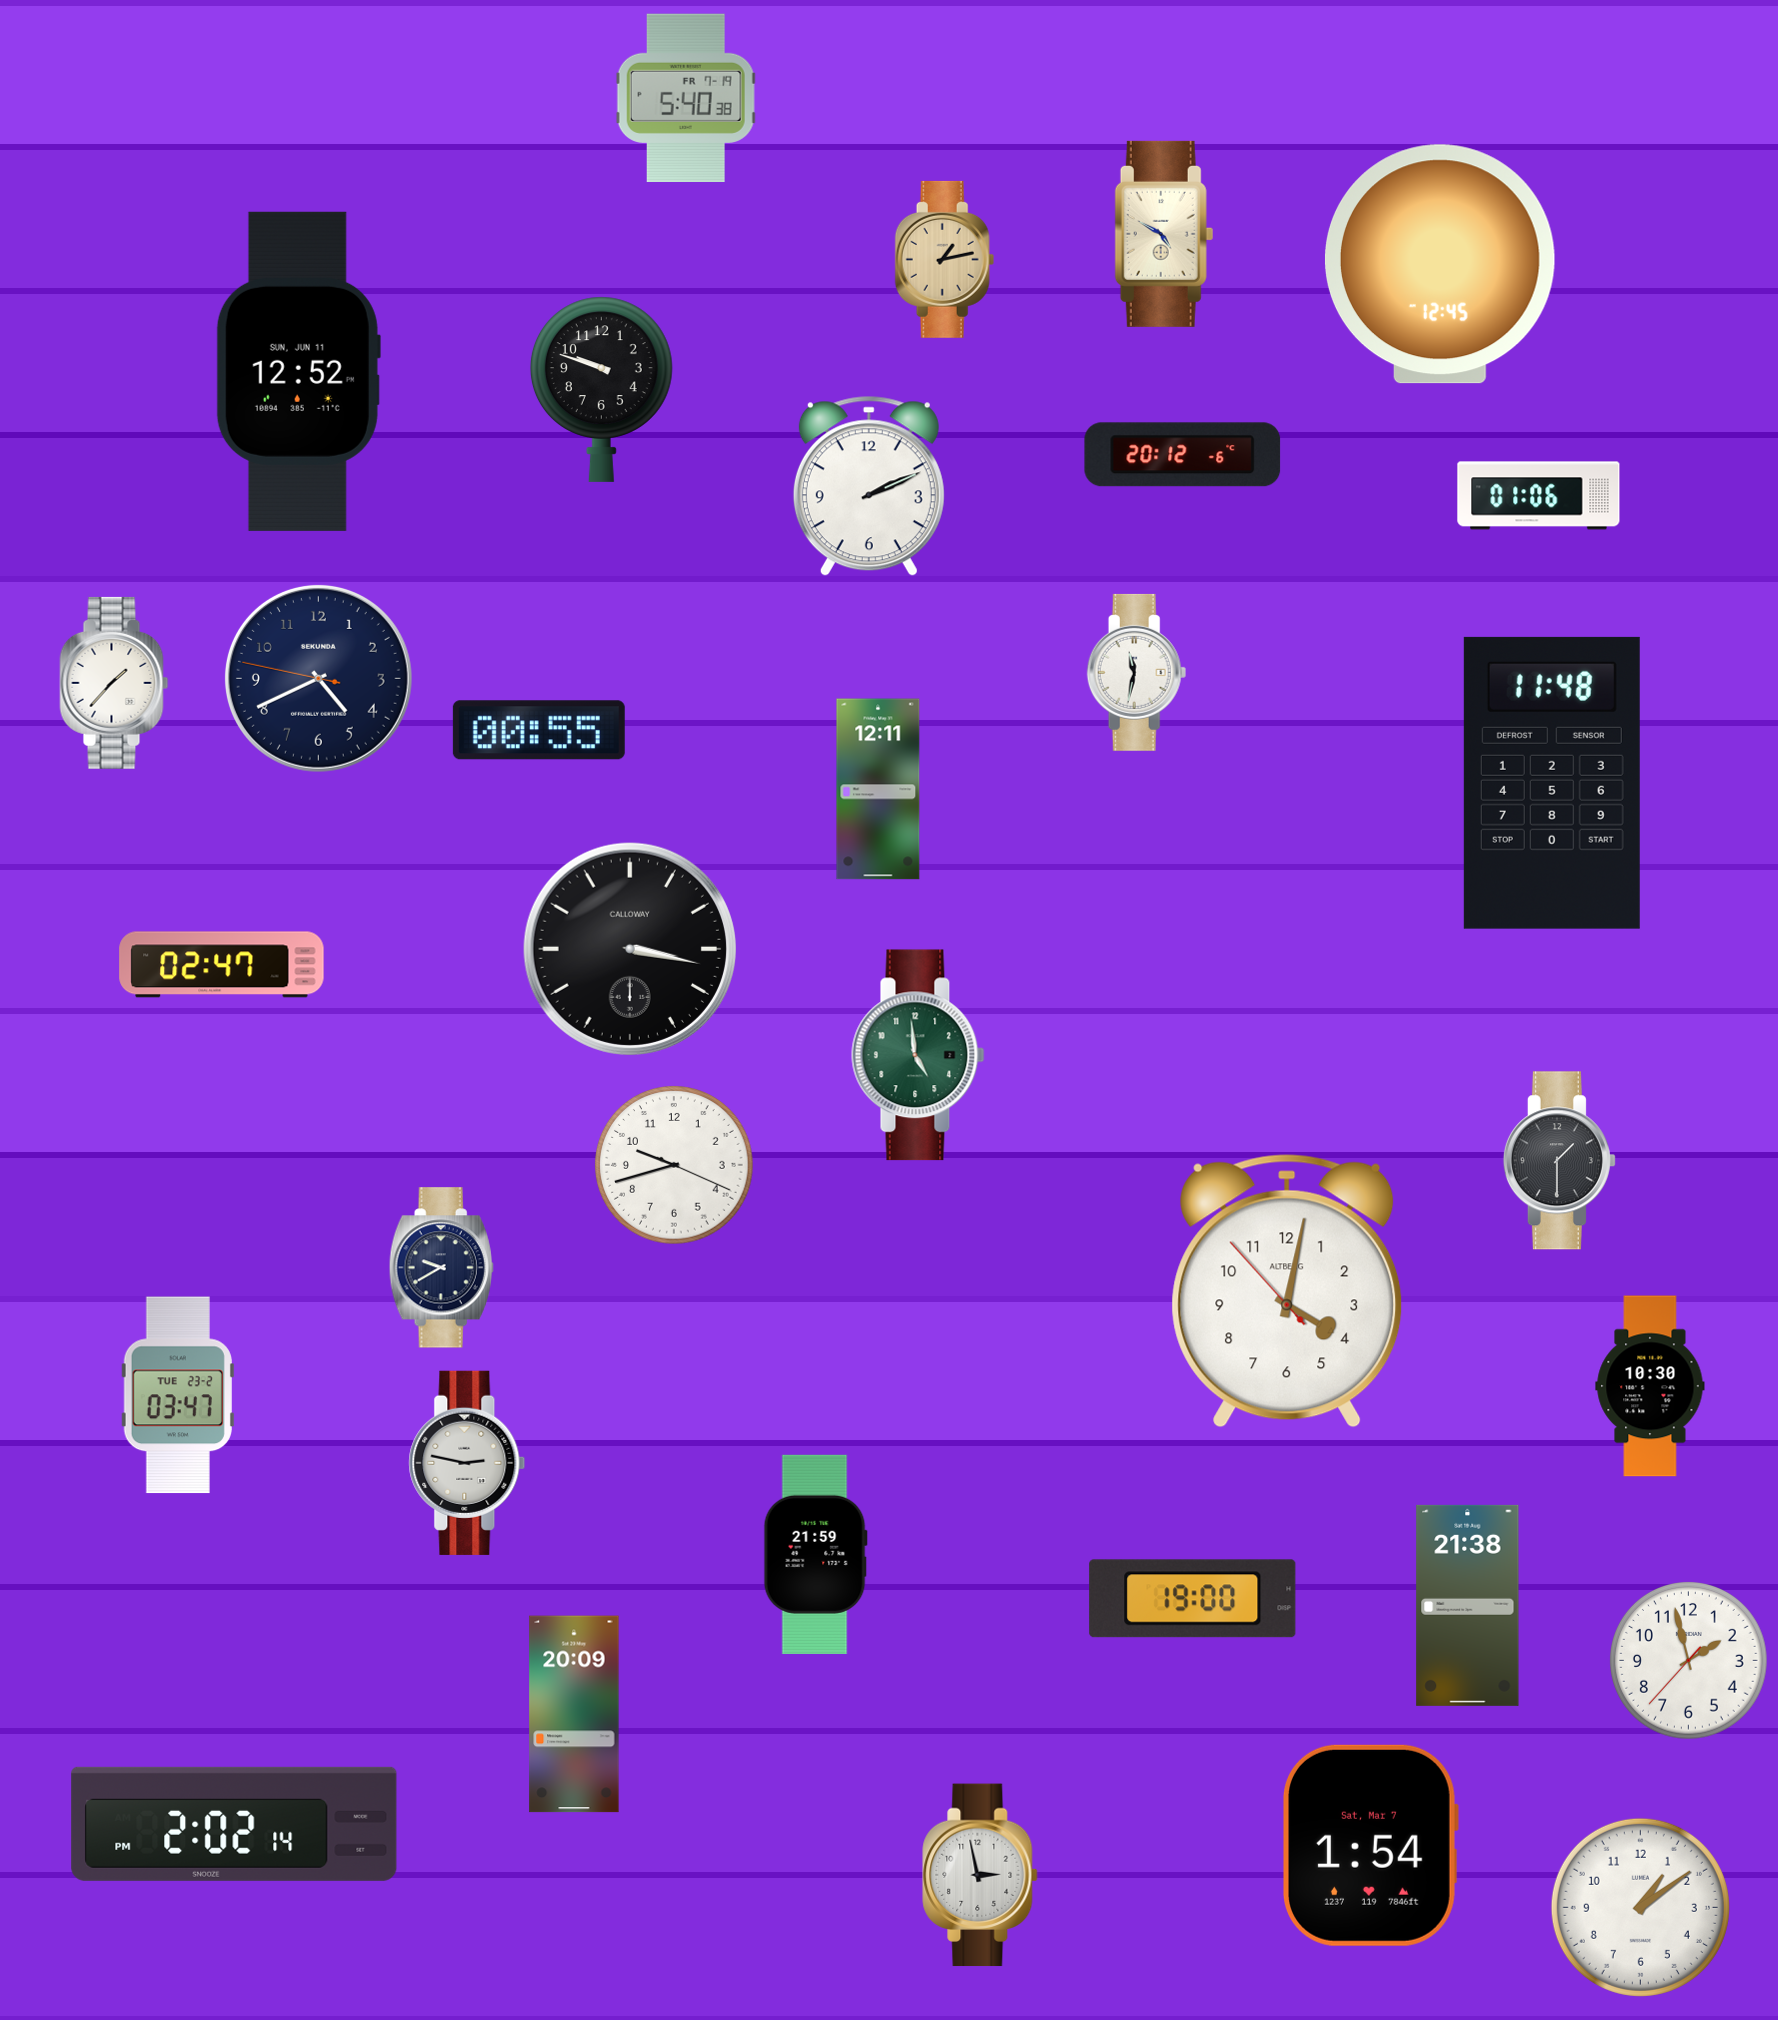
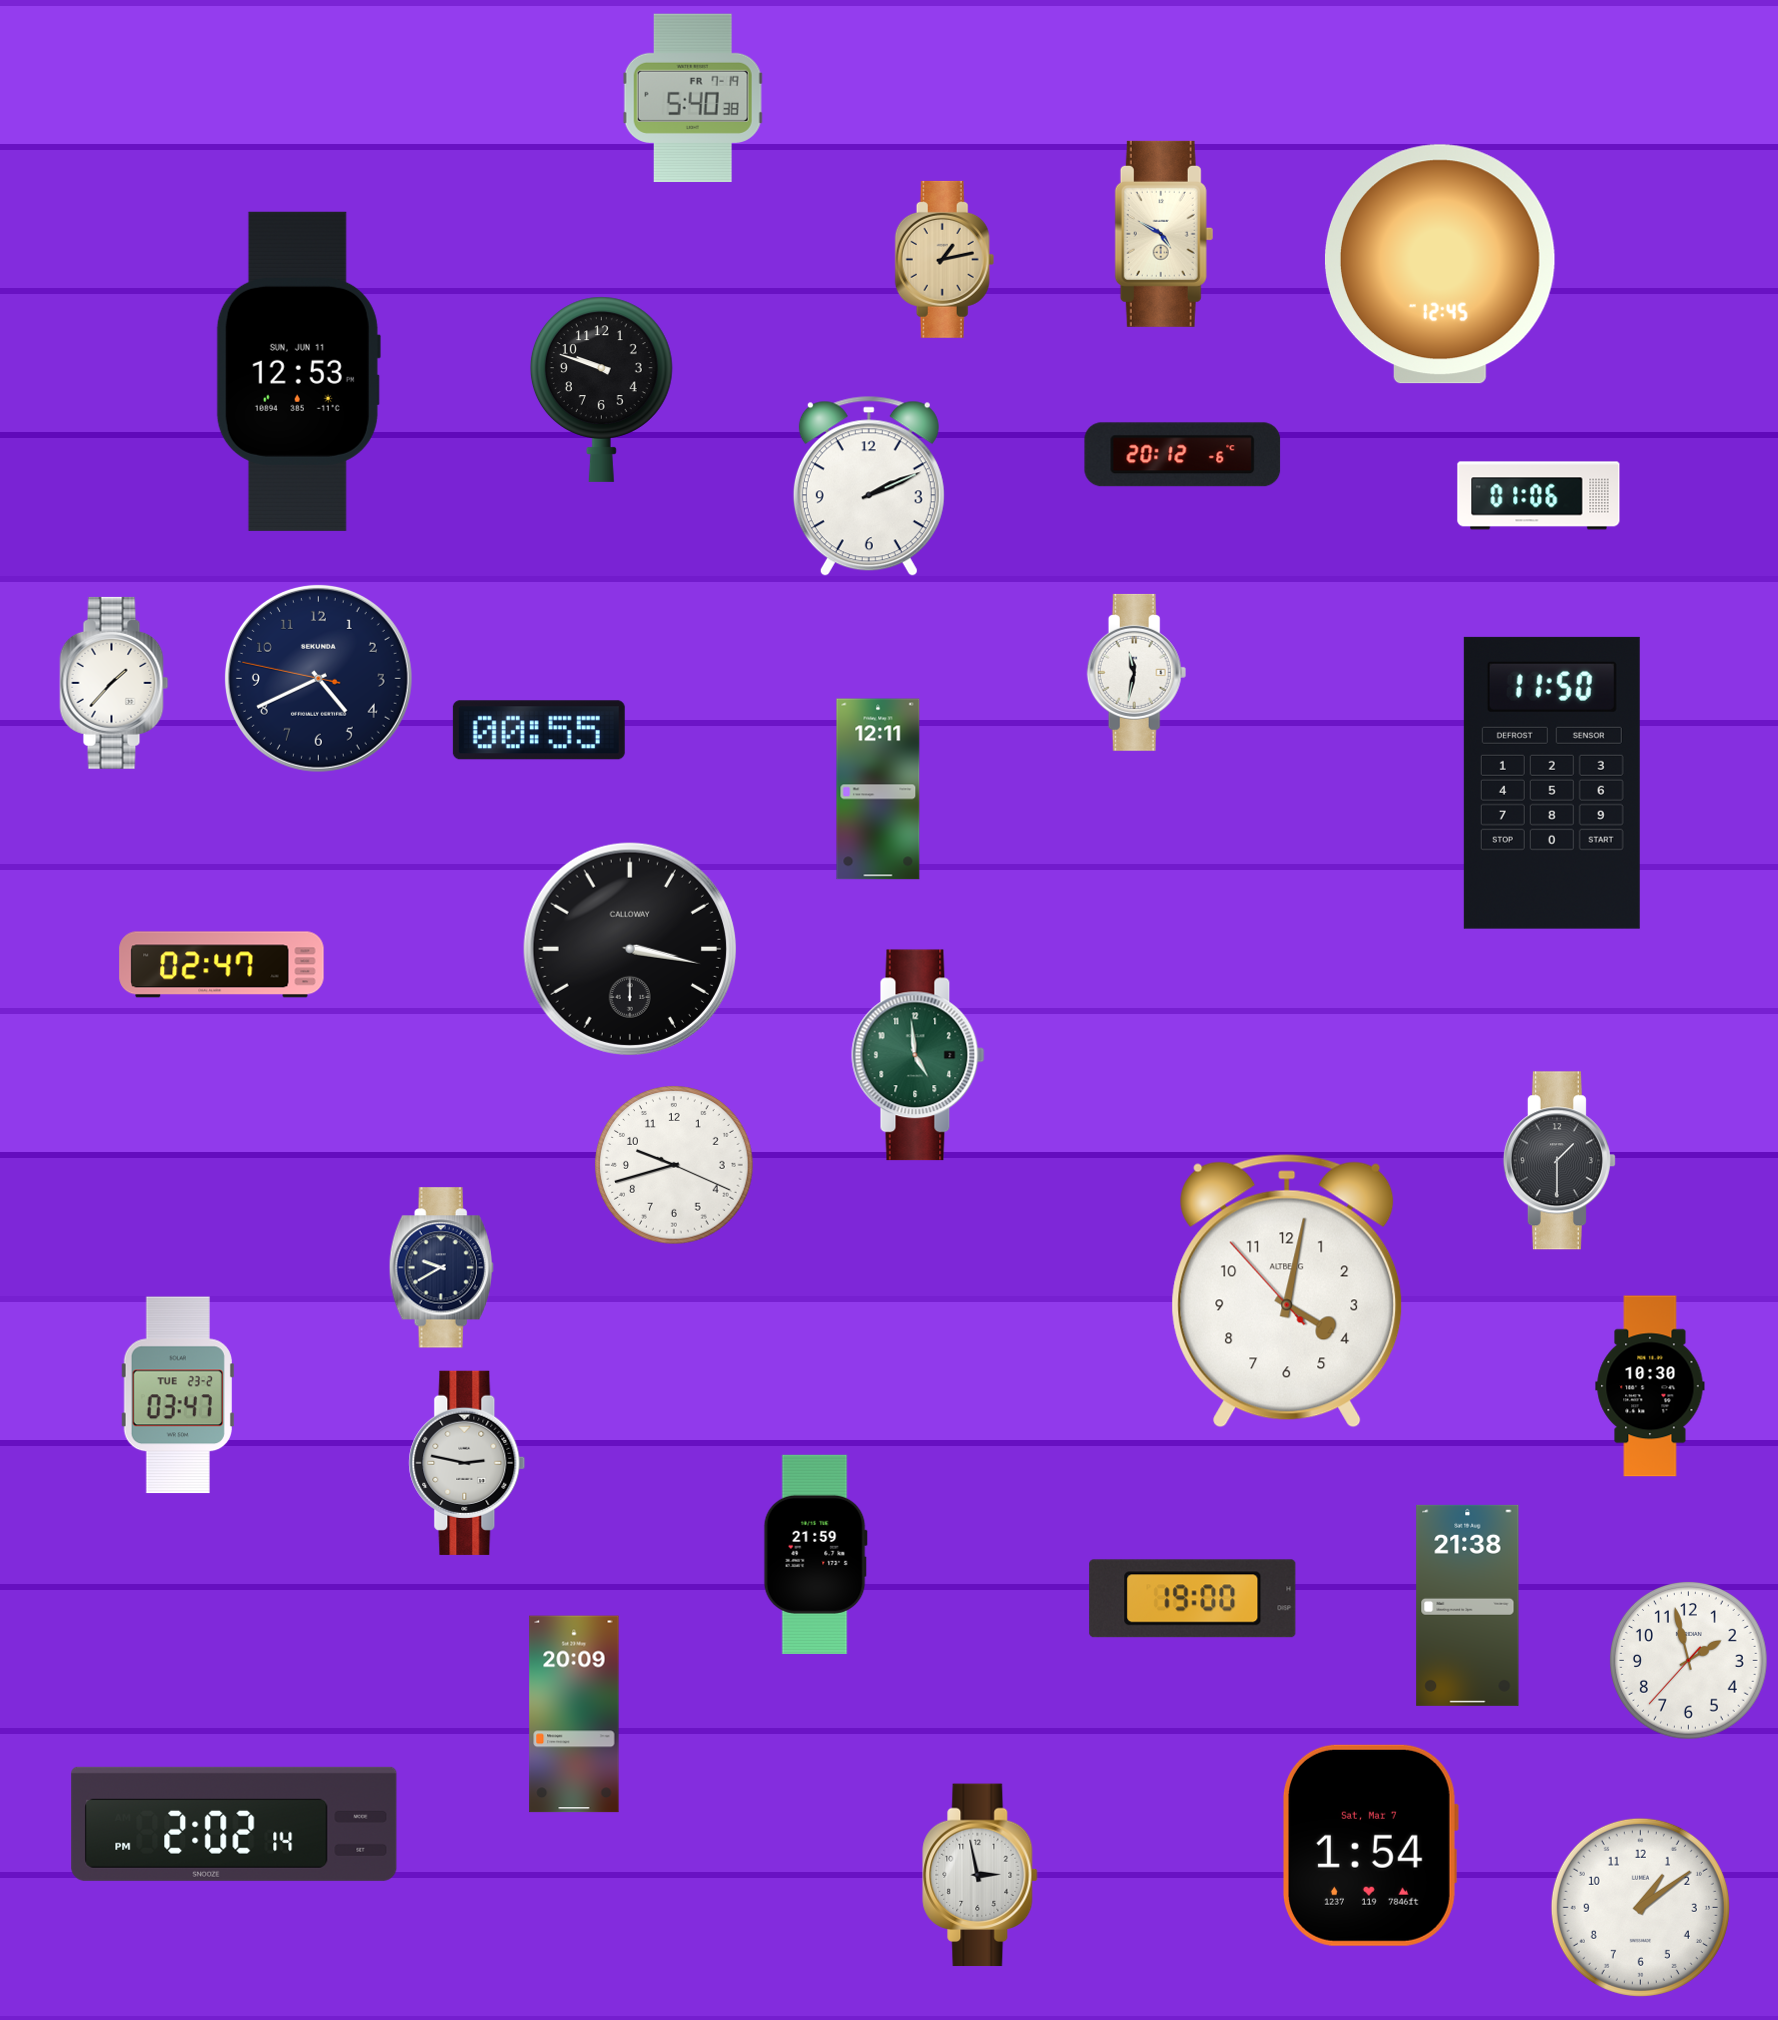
clock at (686, 97) position: (686, 97) -> (693, 97)
clock at (298, 371): 12:52 -> 12:53
clock at (1552, 783): 11:48 -> 11:50
